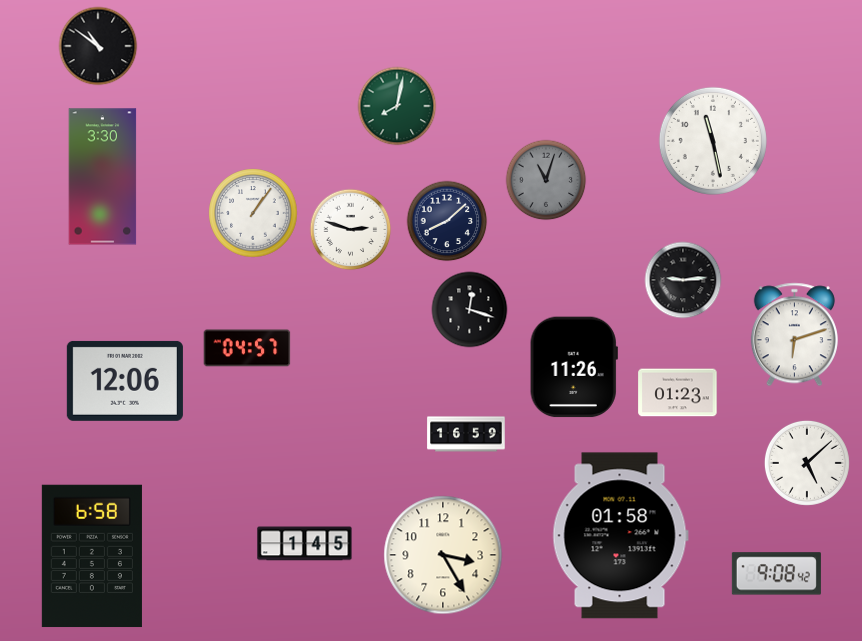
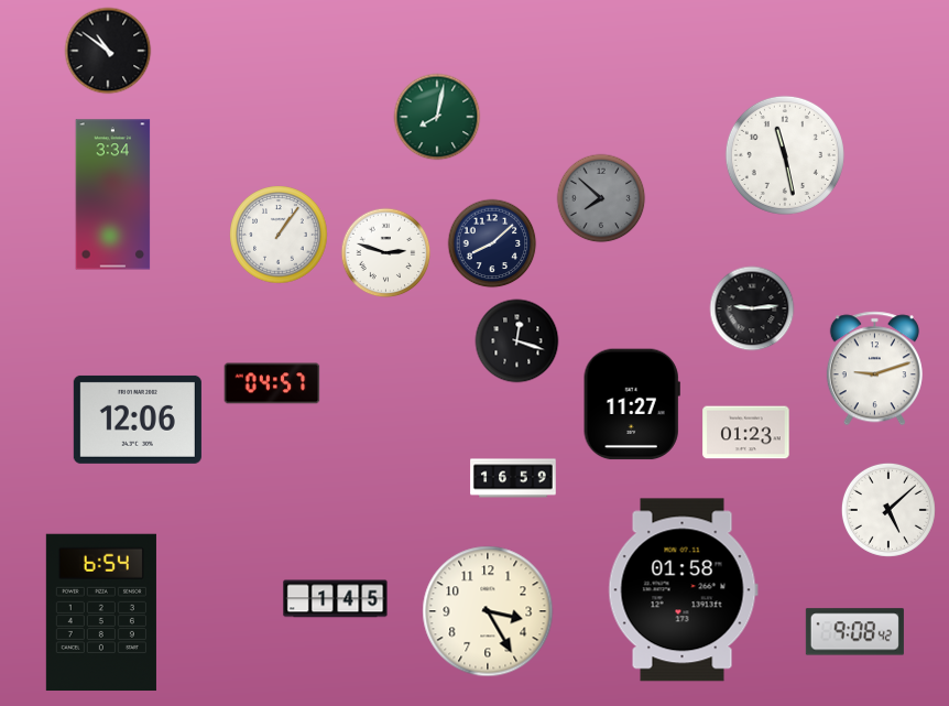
clock at (103, 177): 3:30 -> 3:34
clock at (546, 180): 11:03 -> 7:52
clock at (794, 335): 6:12 -> 9:12
clock at (574, 367): 11:26 -> 11:27
clock at (92, 556): 6:58 -> 6:54
